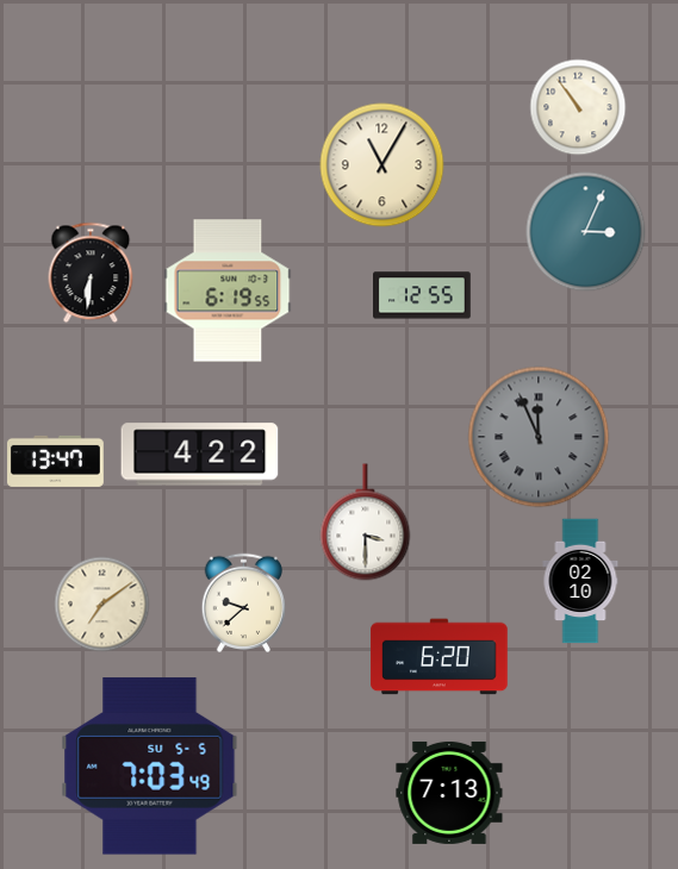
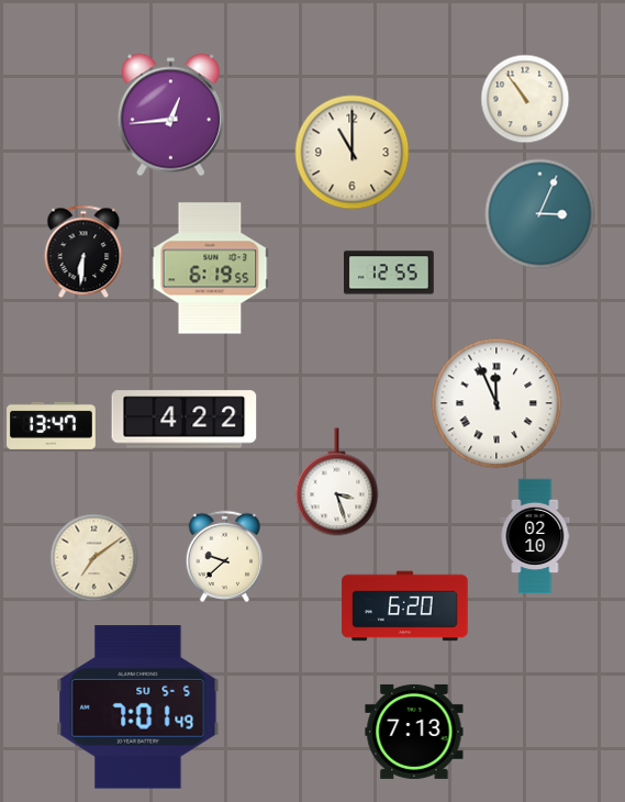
clock at (578, 107) position: (578, 107) -> (525, 99)
clock at (170, 115): none -> 12:44
clock at (382, 165): 11:05 -> 11:00
clock at (539, 437) dial: grey -> white
clock at (366, 523): 3:30 -> 3:27
clock at (150, 767): 7:03 -> 7:01
